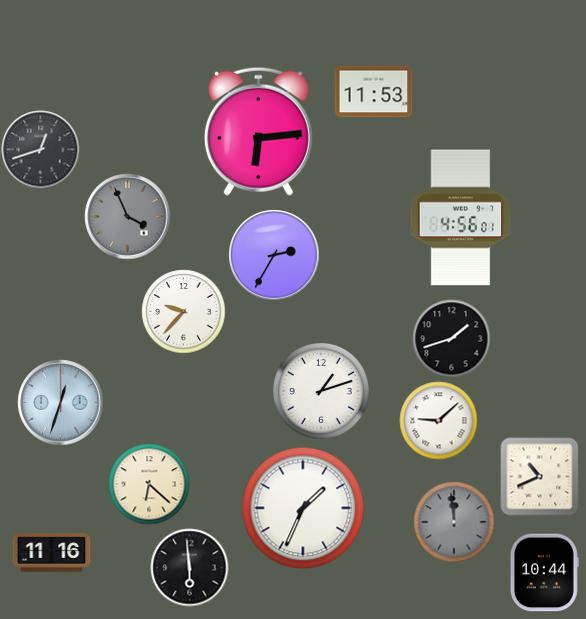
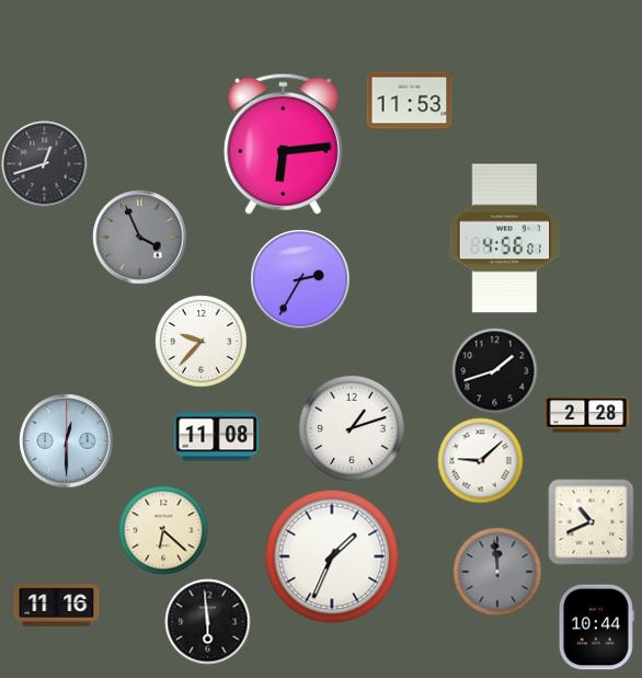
clock at (586, 415): none -> 2:28
clock at (216, 437): none -> 11:08
clock at (60, 402): 12:33 -> 12:30
